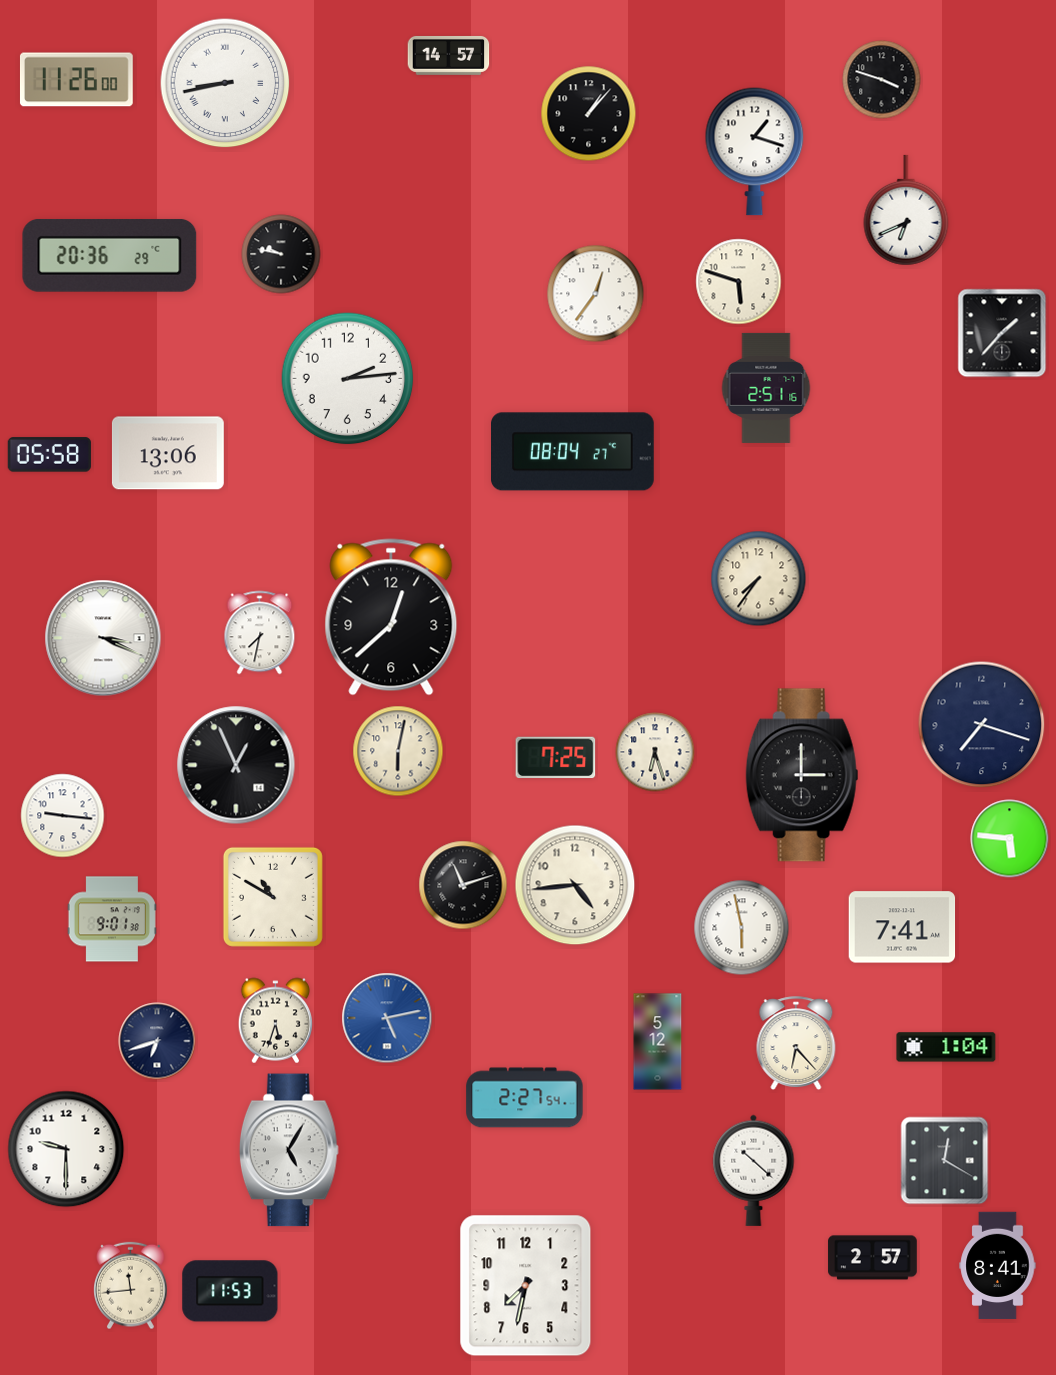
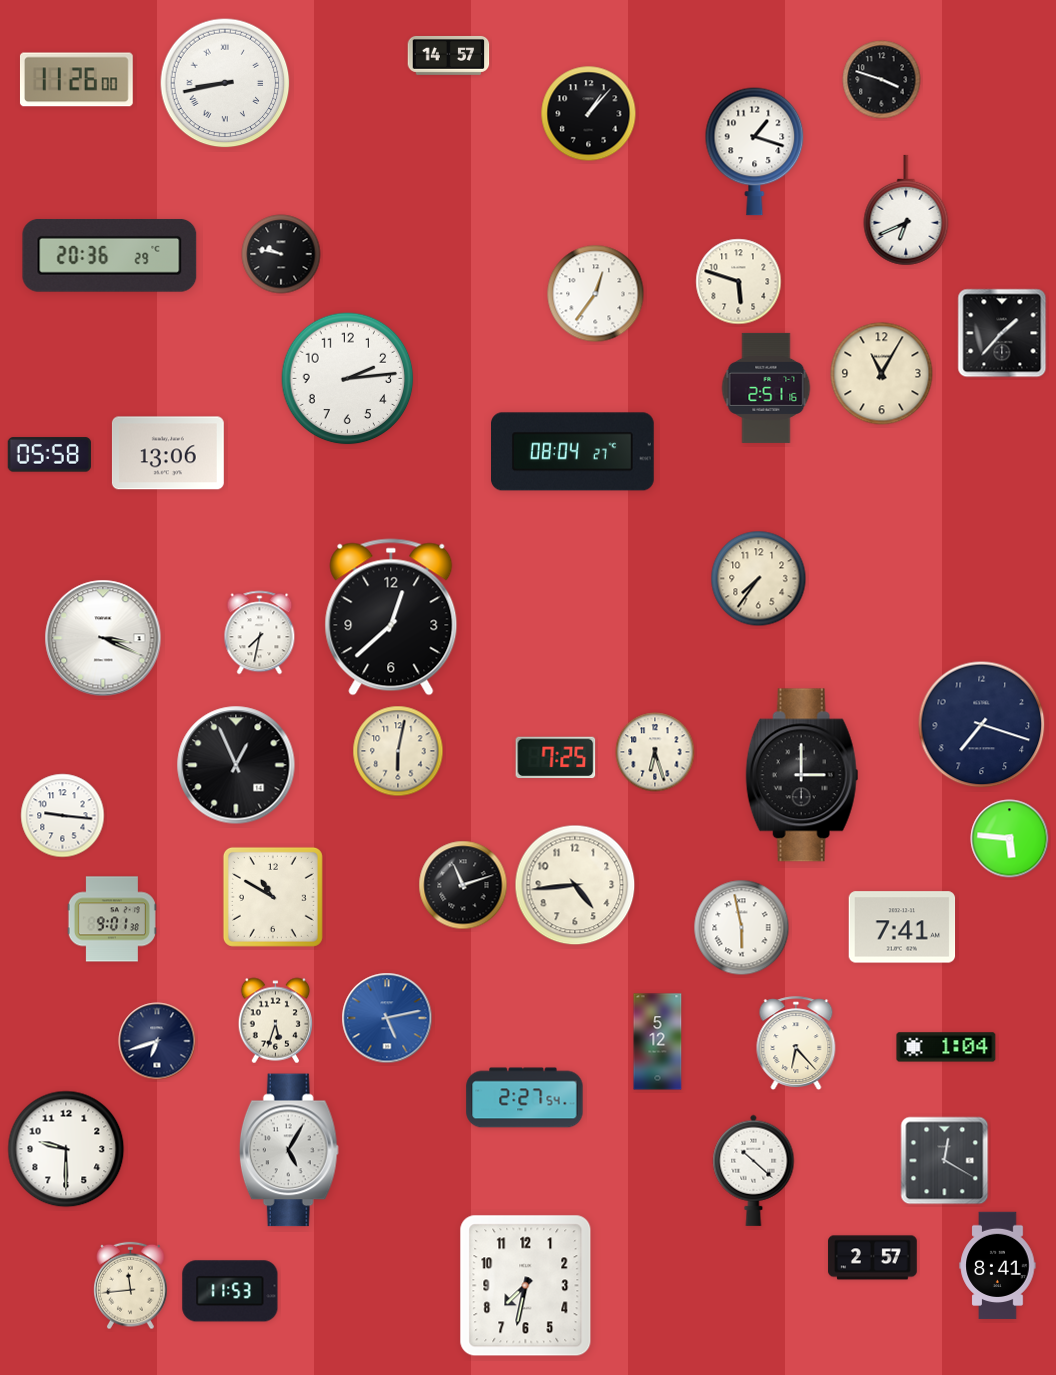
clock at (882, 374): none -> 11:05
